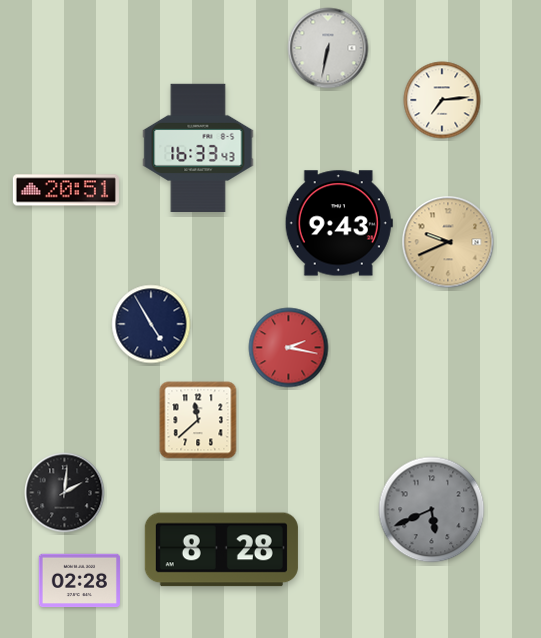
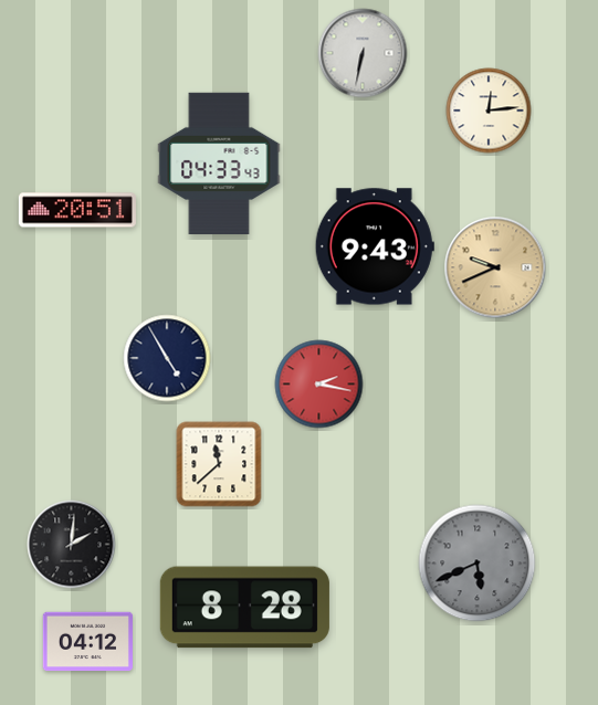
clock at (442, 100): 7:14 -> 12:14
clock at (198, 147): 16:33 -> 04:33
clock at (66, 190) position: (66, 190) -> (77, 210)
clock at (79, 581): 02:28 -> 04:12
